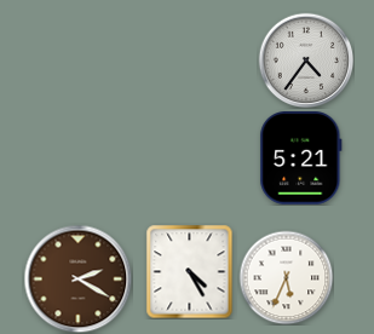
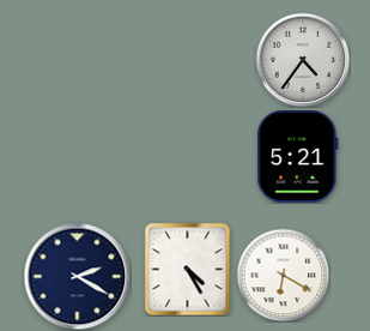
clock at (286, 277): 5:34 -> 6:20
clock at (77, 278) dial: brown -> navy
